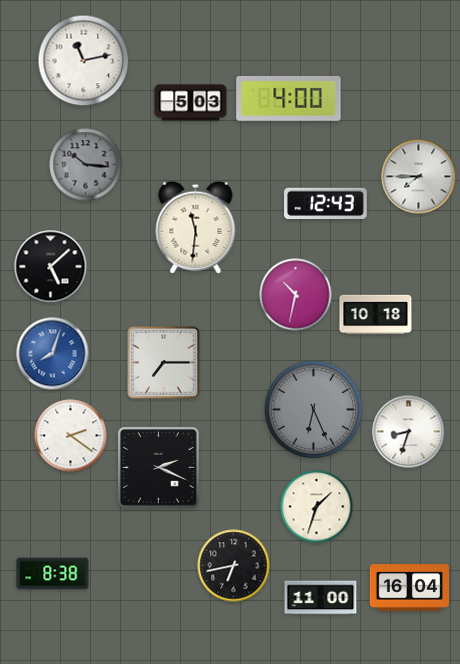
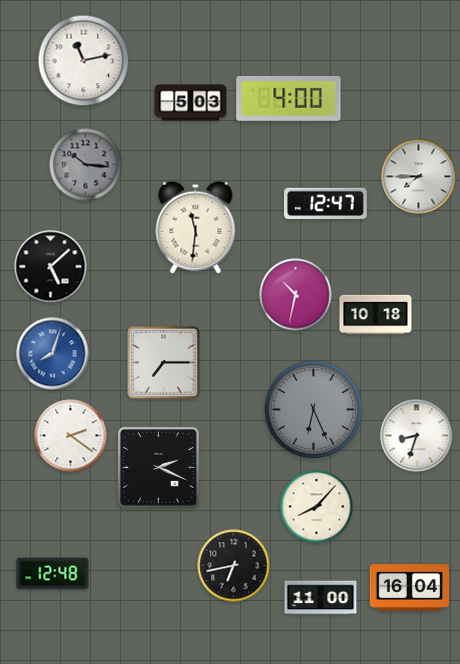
clock at (326, 204): 12:43 -> 12:47
clock at (409, 432) position: (409, 432) -> (417, 436)
clock at (317, 507): 1:33 -> 8:07
clock at (53, 574): 8:38 -> 12:48
